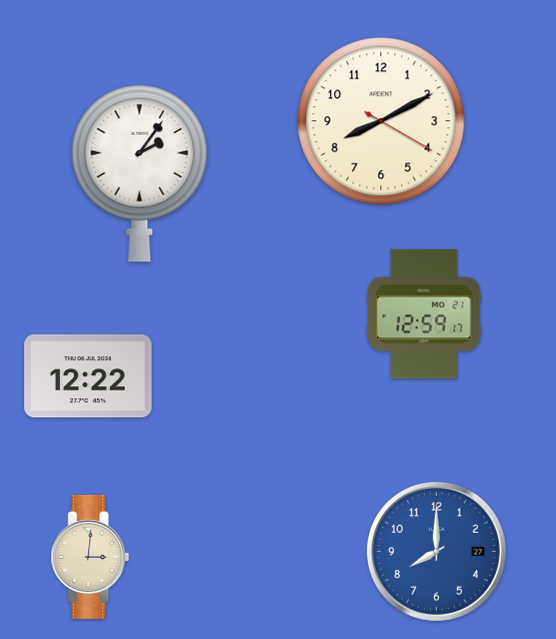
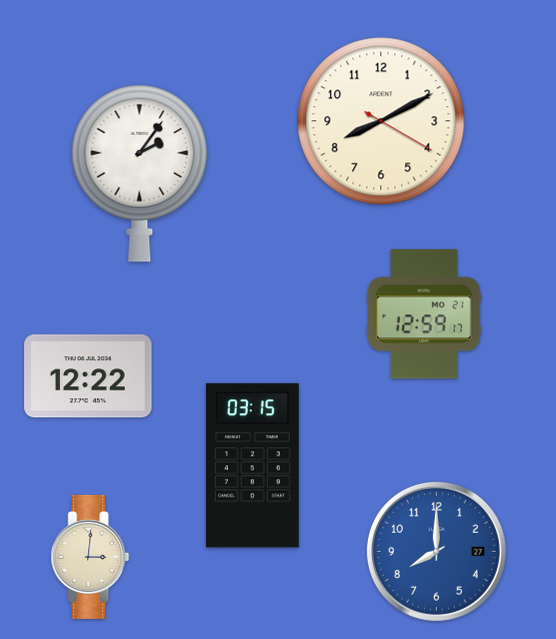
clock at (252, 466): none -> 03:15
